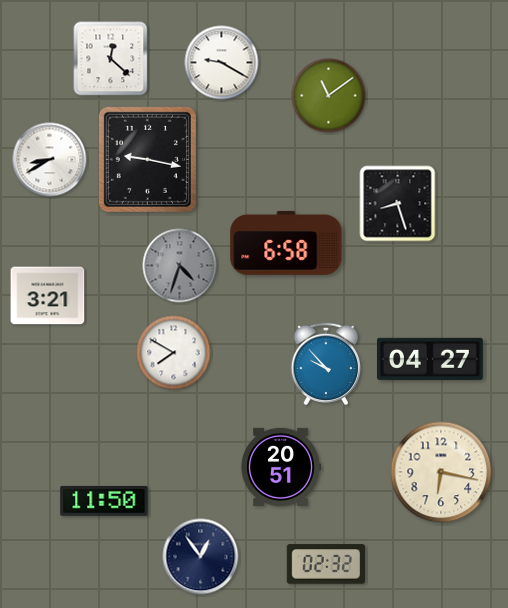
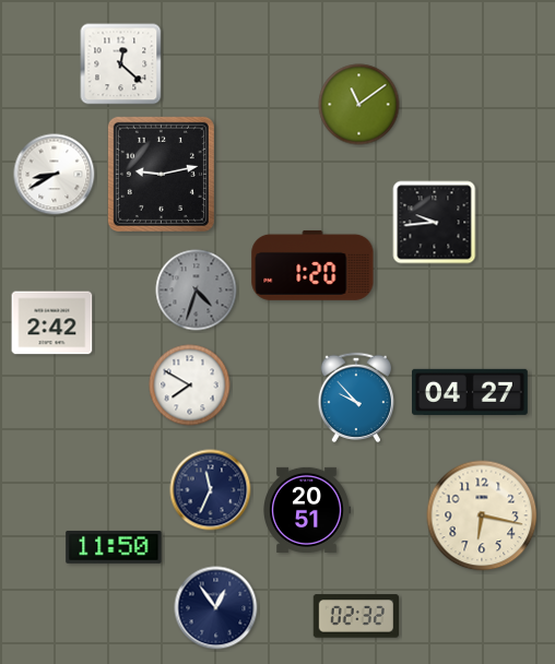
clock at (222, 63): 9:20 -> none
clock at (147, 159): 9:17 -> 9:13
clock at (398, 204): 8:27 -> 9:44
clock at (286, 243): 6:58 -> 1:20
clock at (48, 296): 3:21 -> 2:42
clock at (211, 490): none -> 11:34
clock at (201, 557) position: (201, 557) -> (216, 608)
